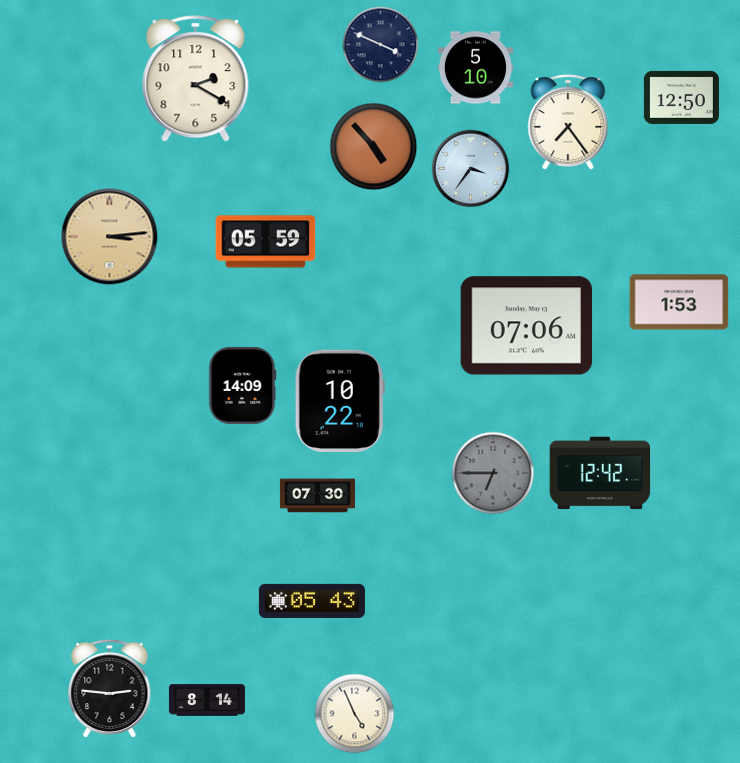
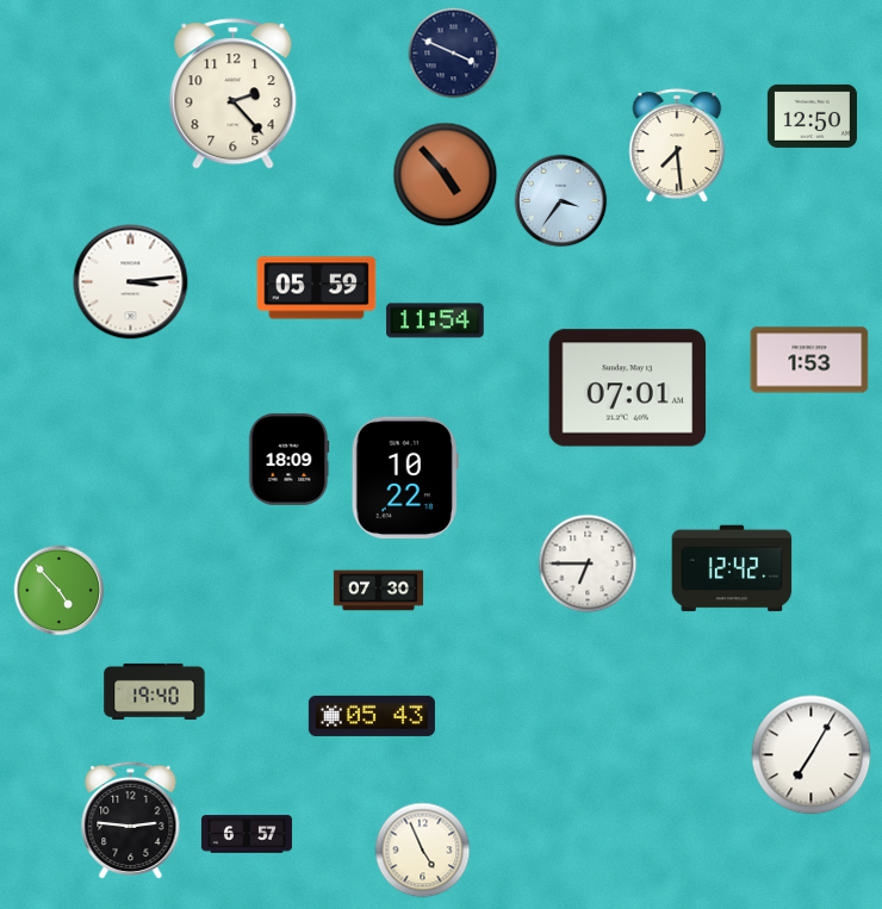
clock at (475, 68): 5:10 -> none
clock at (196, 79): 2:20 -> 2:23
clock at (568, 122): 7:24 -> 7:29
clock at (110, 237) dial: champagne -> white
clock at (435, 320): none -> 11:54
clock at (527, 326): 07:06 -> 07:01
clock at (242, 385): 14:09 -> 18:09
clock at (493, 473) dial: grey -> white
clock at (600, 473) position: (600, 473) -> (732, 568)
clock at (60, 591): none -> 4:53
clock at (155, 691): none -> 19:40
clock at (812, 755): none -> 7:05
clock at (207, 700): 8:14 -> 6:57
